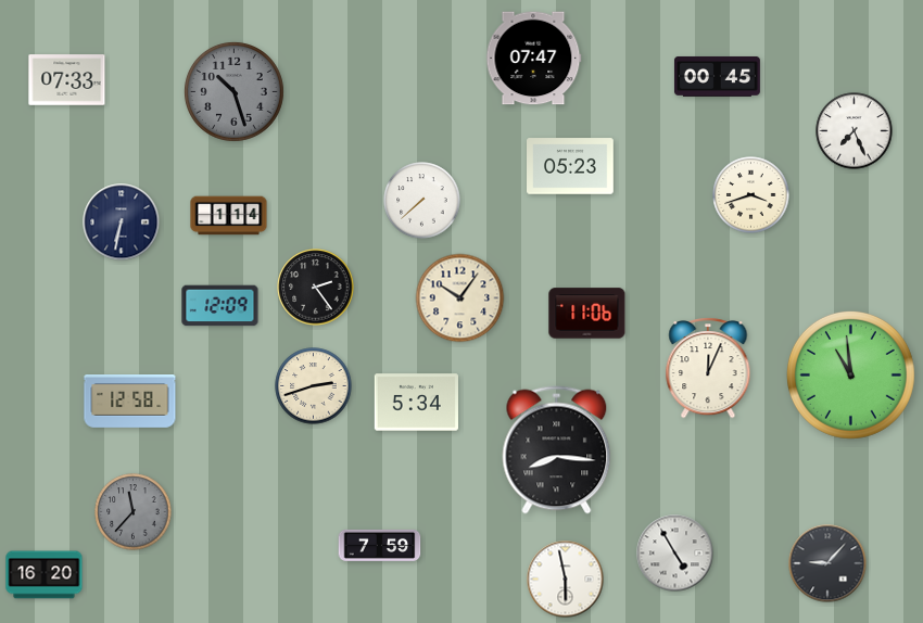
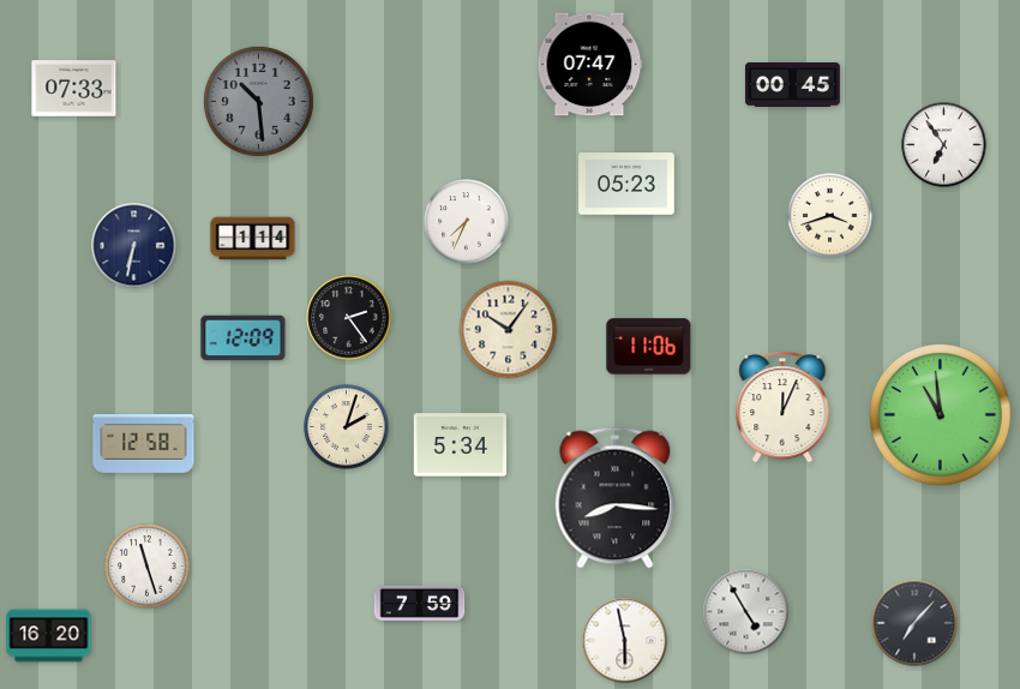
clock at (233, 91): 10:27 -> 10:29
clock at (855, 131): 7:26 -> 6:54
clock at (571, 166) position: (571, 166) -> (628, 184)
clock at (422, 201): 7:38 -> 7:34
clock at (314, 386): 2:42 -> 2:03
clock at (134, 512): 11:37 -> 11:27
clock at (134, 512) dial: grey -> white
clock at (827, 563): 9:07 -> 7:07
